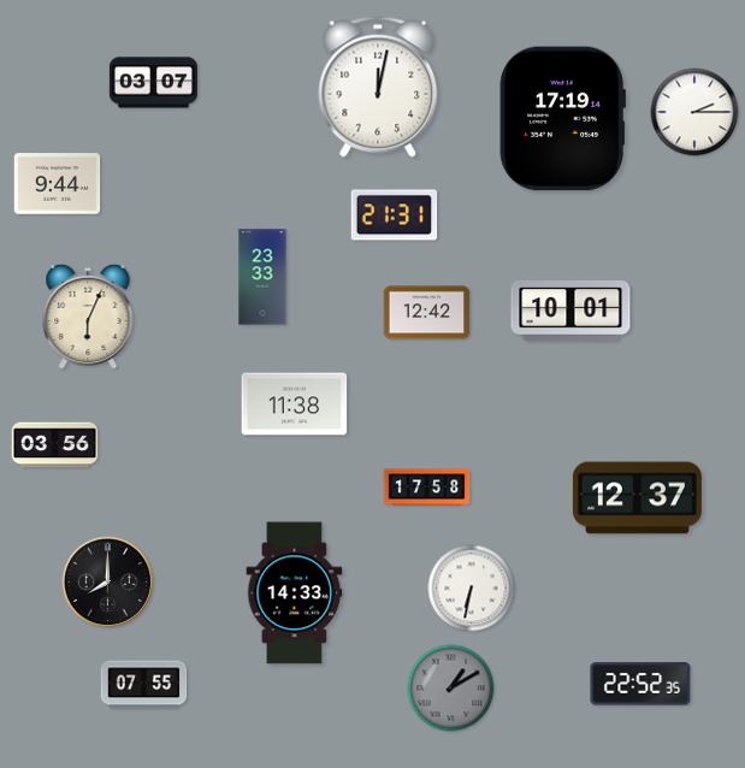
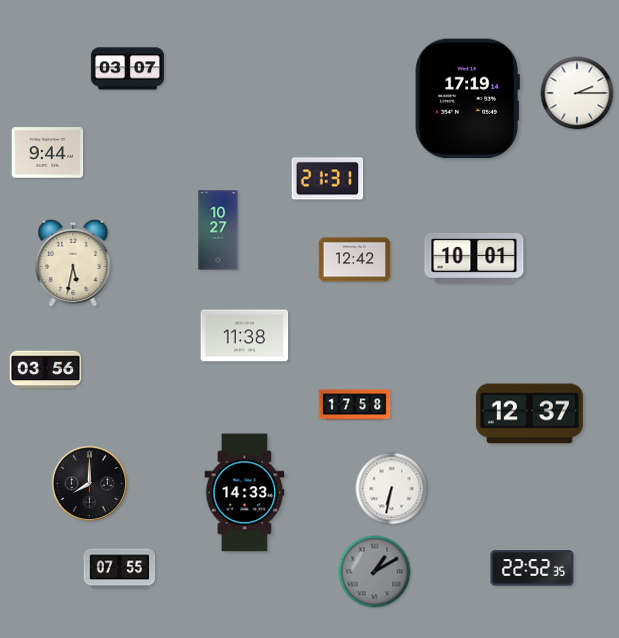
clock at (378, 87): 12:02 -> none
clock at (262, 277): 23:33 -> 10:27
clock at (88, 317): 6:04 -> 5:32
